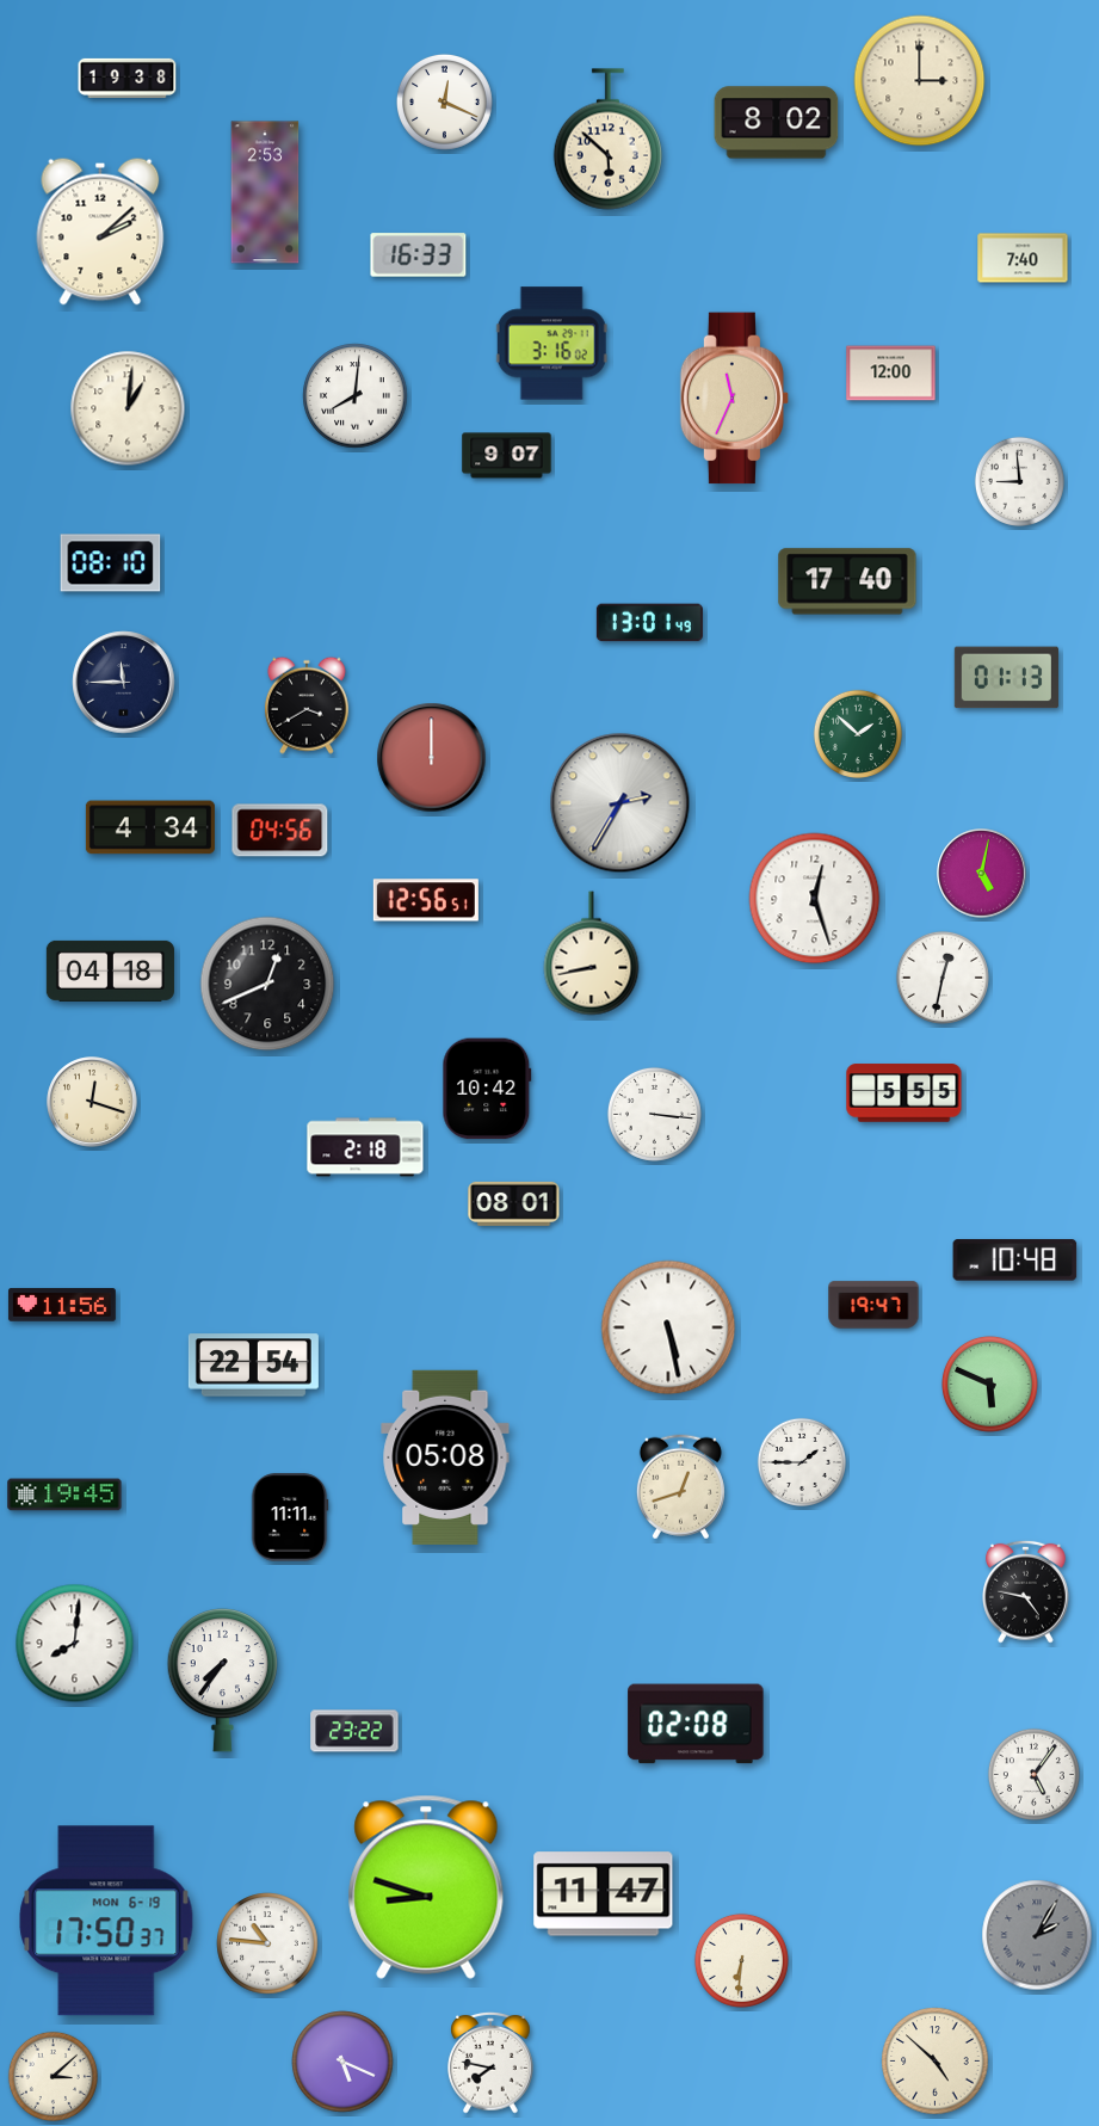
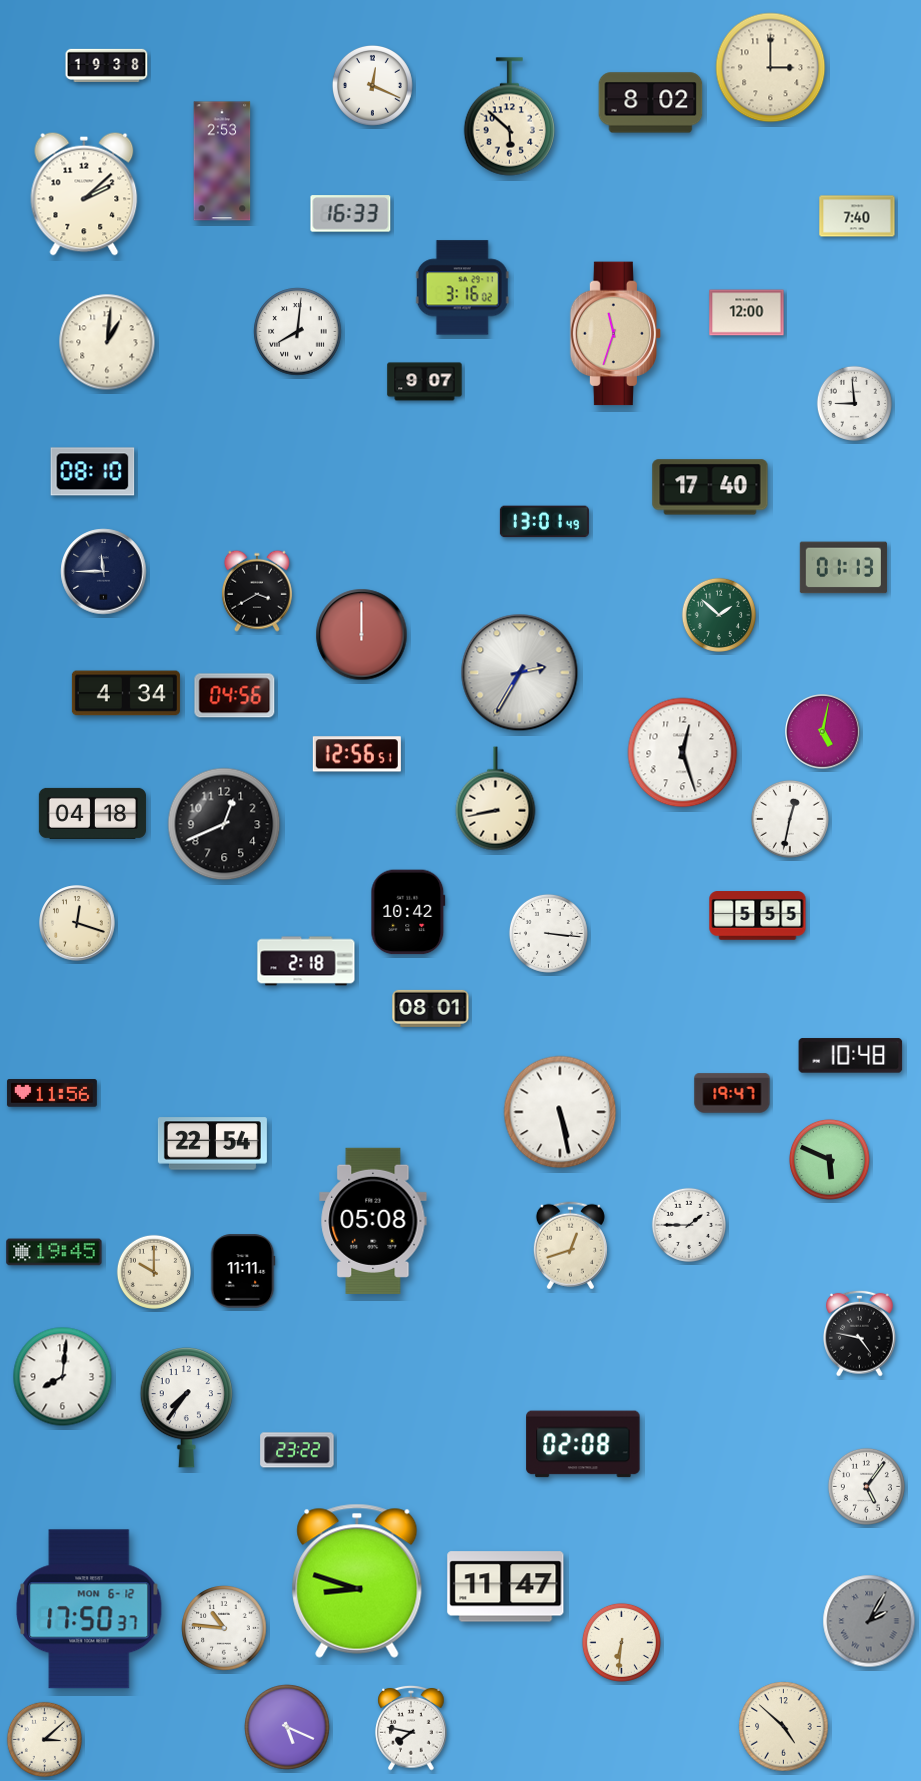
clock at (735, 399): 11:34 -> 11:33
clock at (802, 1462) position: (802, 1462) -> (689, 1225)
clock at (154, 1272): none -> 10:00
clock at (106, 1921) date: MON 6-19 -> MON 6-12
